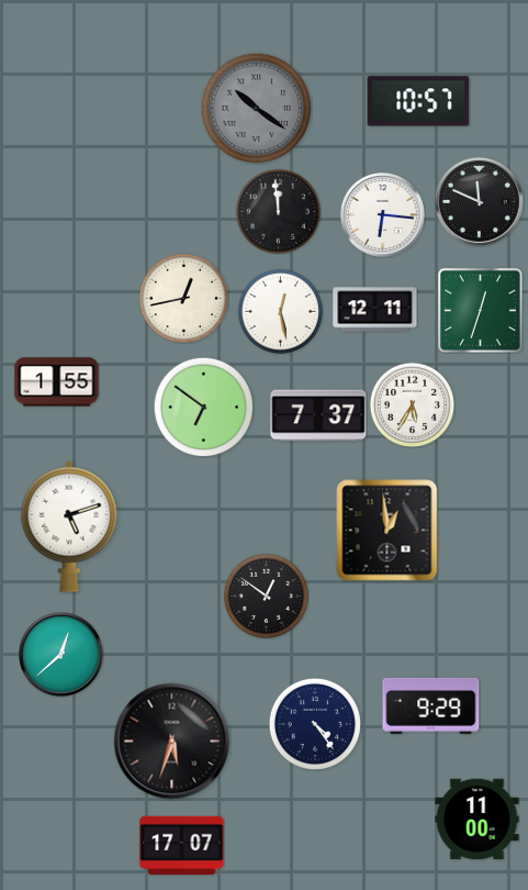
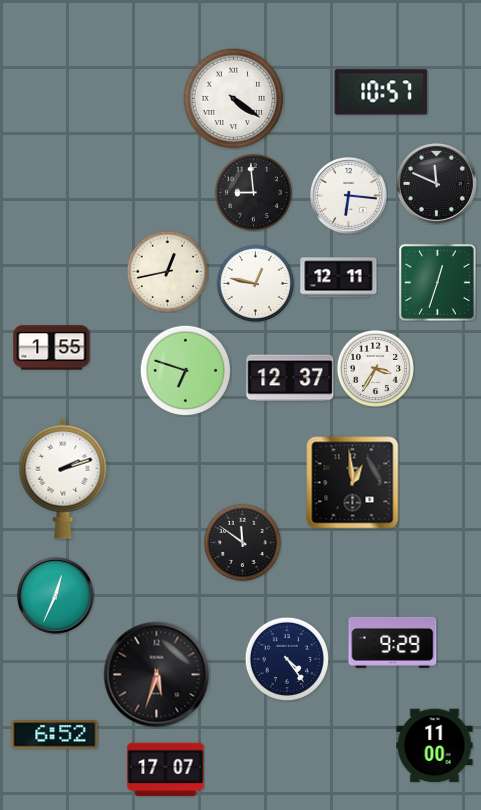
clock at (257, 109): 10:21 -> 4:21
clock at (257, 109) dial: grey -> white
clock at (278, 211): 11:59 -> 8:59
clock at (375, 310) position: (375, 310) -> (339, 278)
clock at (280, 311): 12:28 -> 12:47
clock at (412, 404): 5:35 -> 3:35
clock at (203, 407): 6:51 -> 6:48
clock at (318, 415): 7:37 -> 12:37
clock at (69, 526): 5:12 -> 2:12
clock at (266, 596): 12:51 -> 11:51
clock at (61, 655): 12:38 -> 12:34
clock at (55, 735): none -> 6:52
